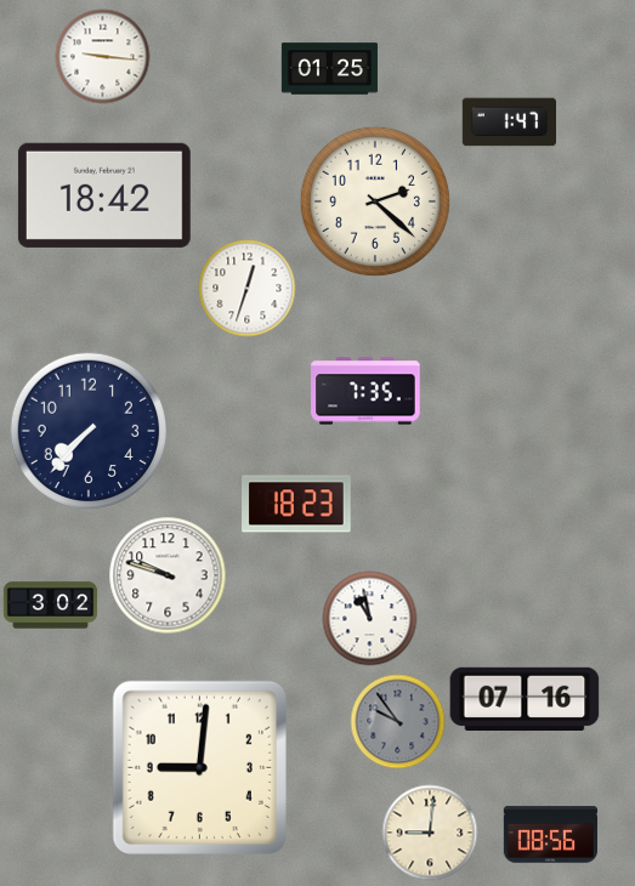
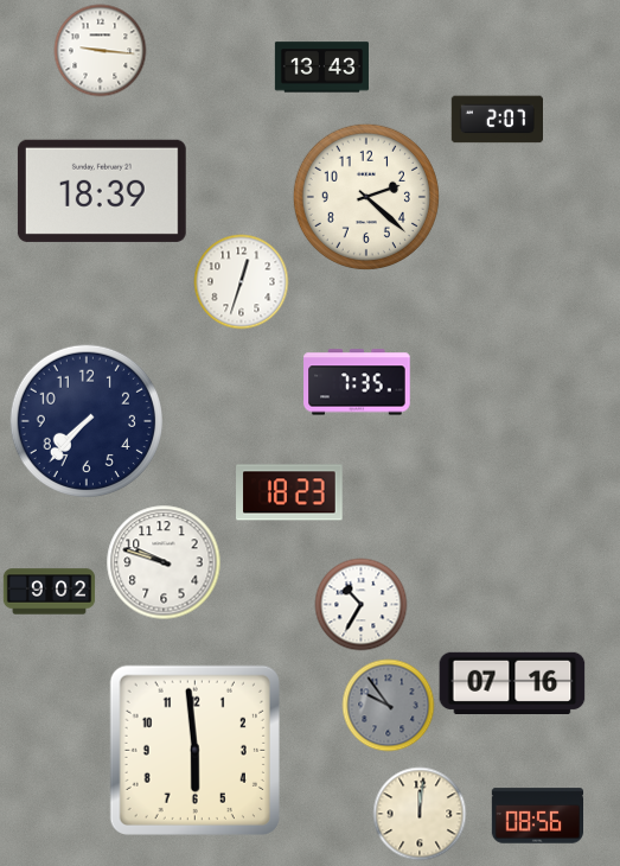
clock at (102, 56) position: (102, 56) -> (100, 50)
clock at (329, 69): 01:25 -> 13:43
clock at (509, 123): 1:47 -> 2:07
clock at (104, 195): 18:42 -> 18:39
clock at (50, 606): 3:02 -> 9:02
clock at (369, 618): 10:58 -> 10:35
clock at (199, 767): 9:01 -> 5:59
clock at (430, 833): 9:01 -> 12:01
